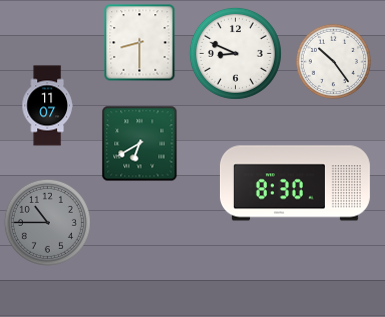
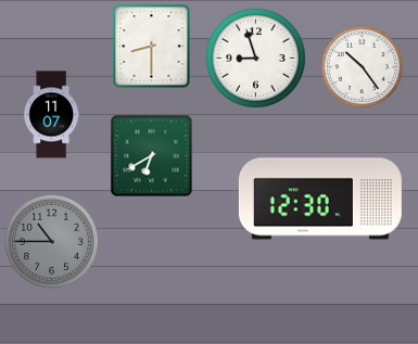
clock at (235, 53): 8:49 -> 8:57
clock at (295, 183): 8:30 -> 12:30
